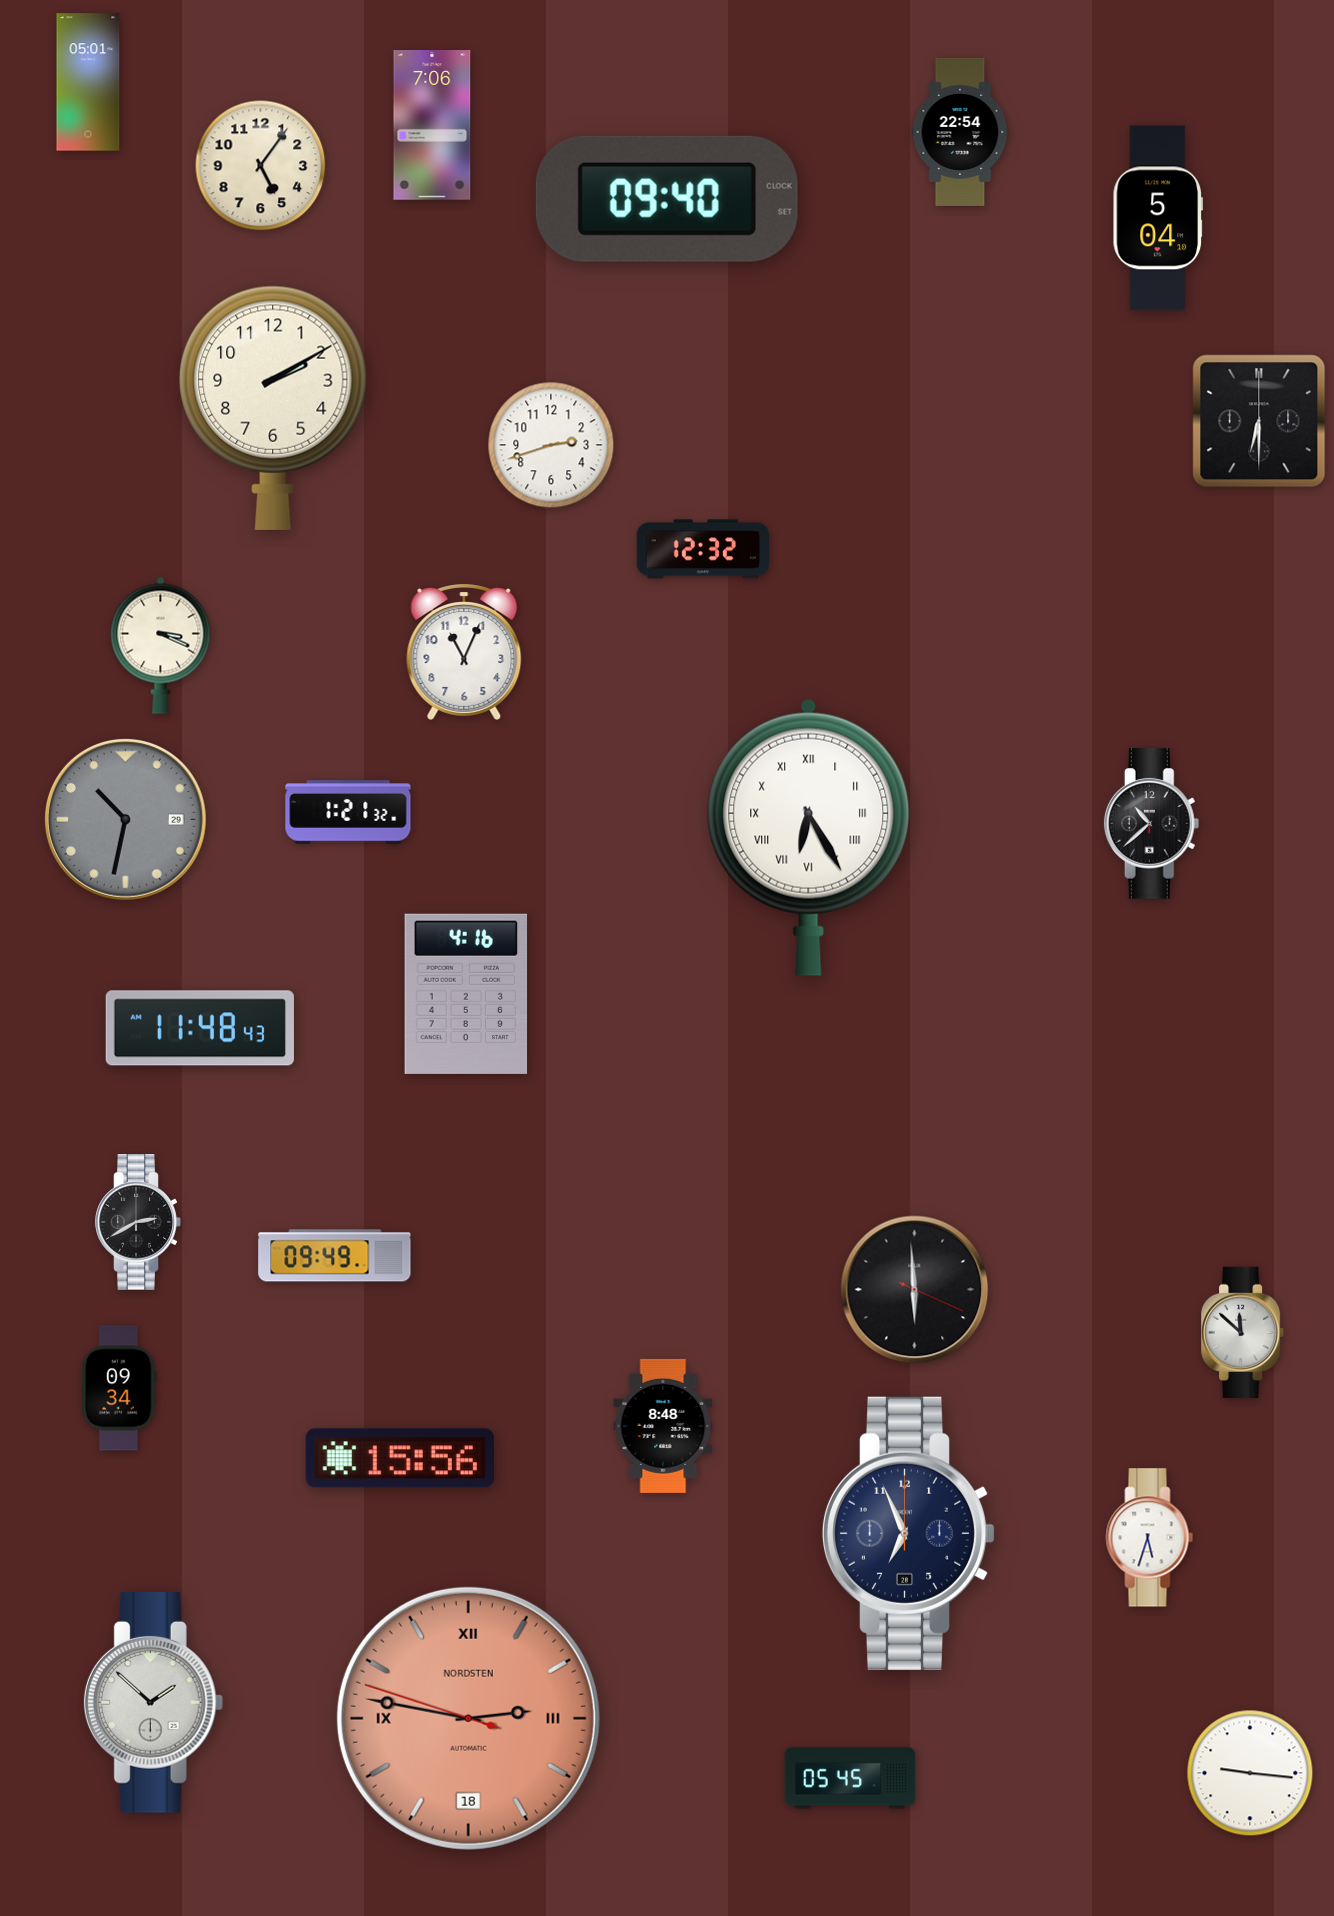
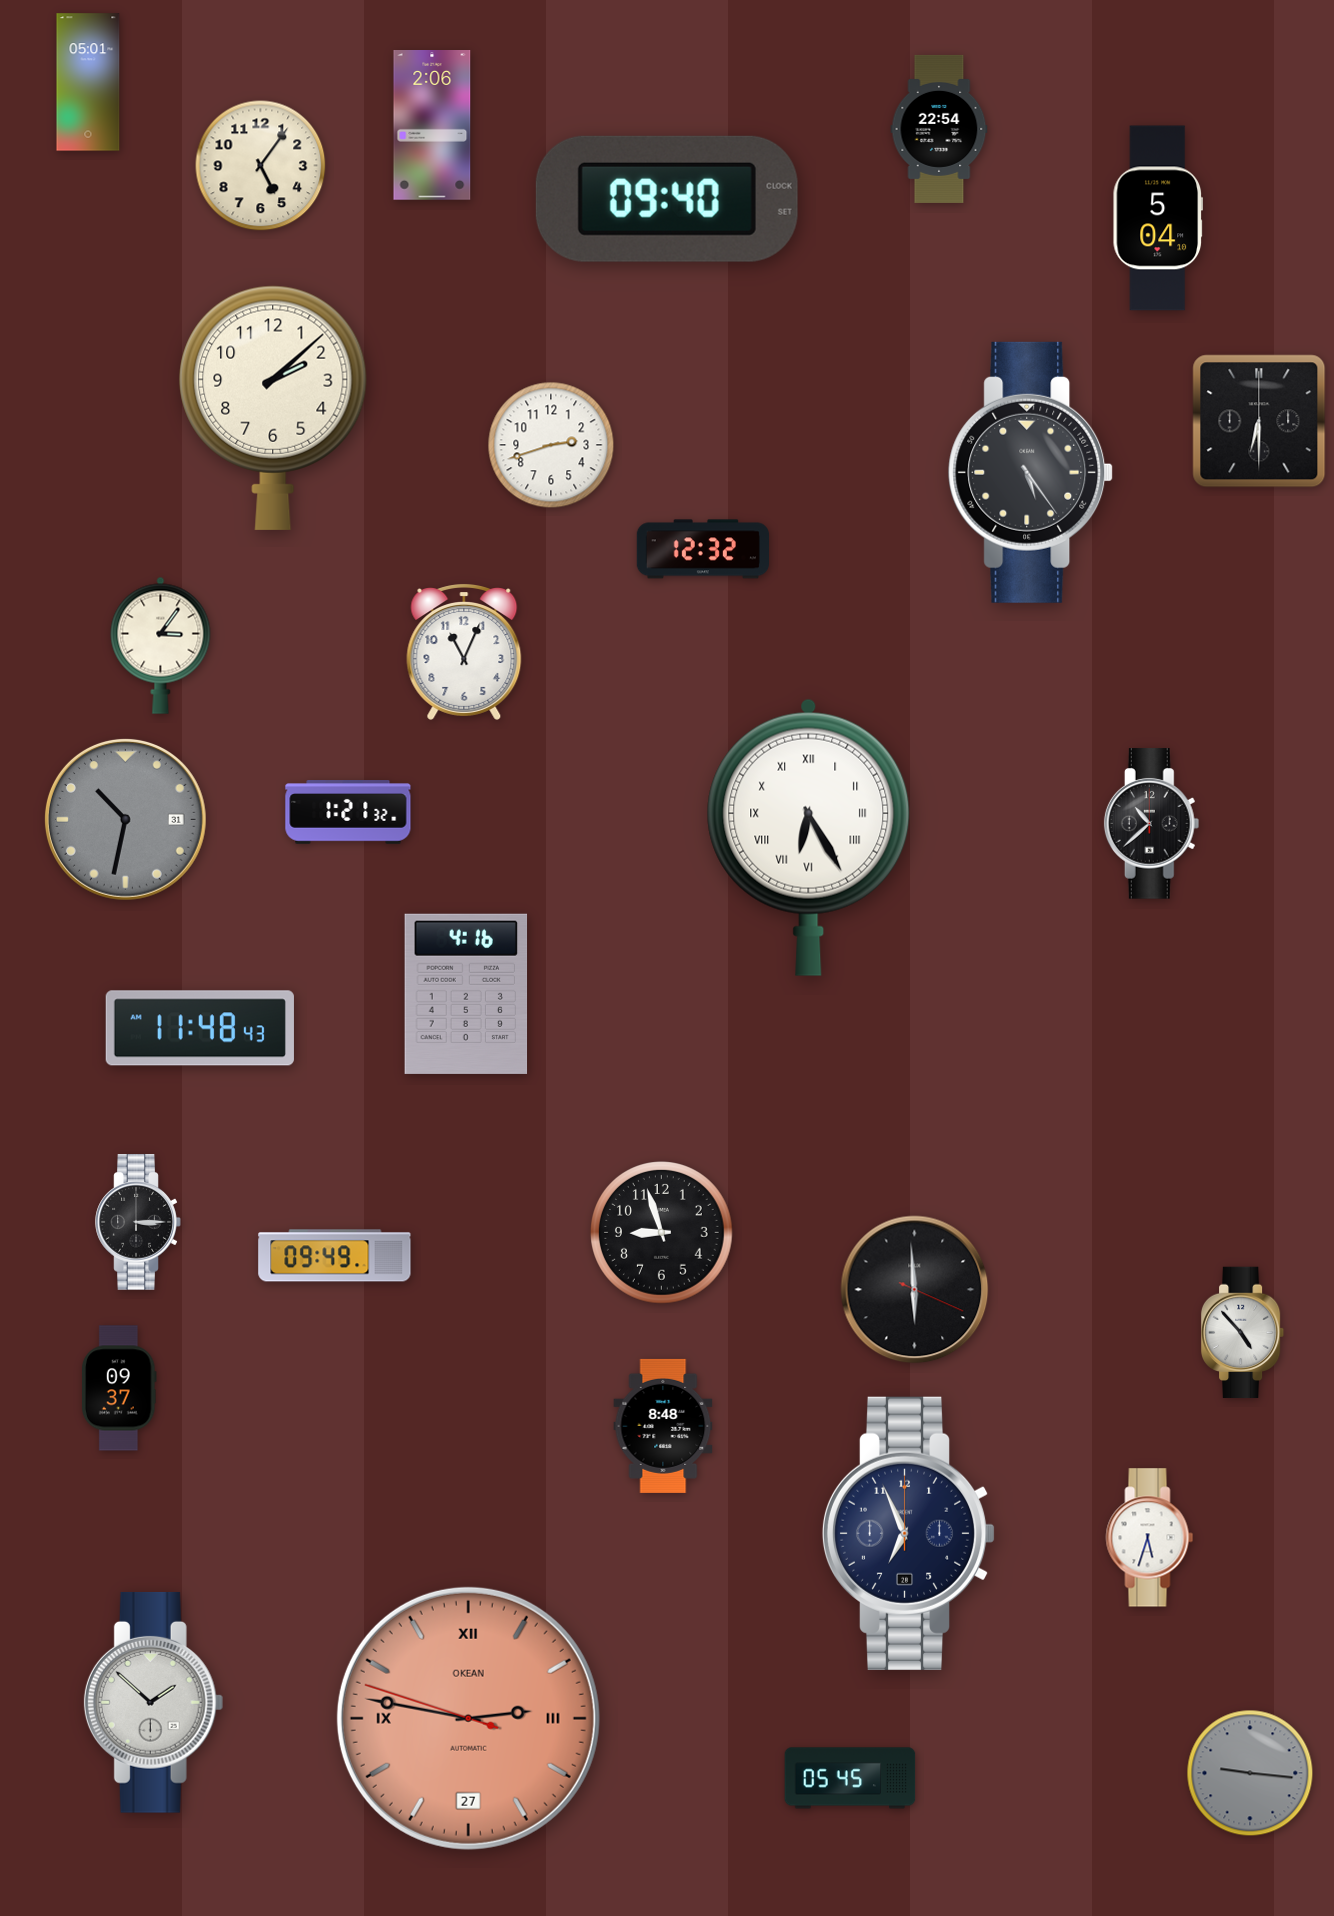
clock at (432, 126): 7:06 -> 2:06
clock at (960, 132) position: (960, 132) -> (939, 129)
clock at (273, 408): 2:10 -> 2:08
clock at (1031, 472): none -> 5:24
clock at (161, 645): 3:19 -> 3:06
clock at (125, 819) date: 29 -> 31
clock at (138, 1223): 2:40 -> 3:15
clock at (662, 1233): none -> 8:57
clock at (1243, 1333): 11:52 -> 4:53
clock at (120, 1388): 09:34 -> 09:37
clock at (400, 1458): 15:56 -> none
clock at (468, 1718) date: 18 -> 27
clock at (468, 1718) brand: NORDSTEN -> OKEAN
clock at (1250, 1773) dial: white -> grey
